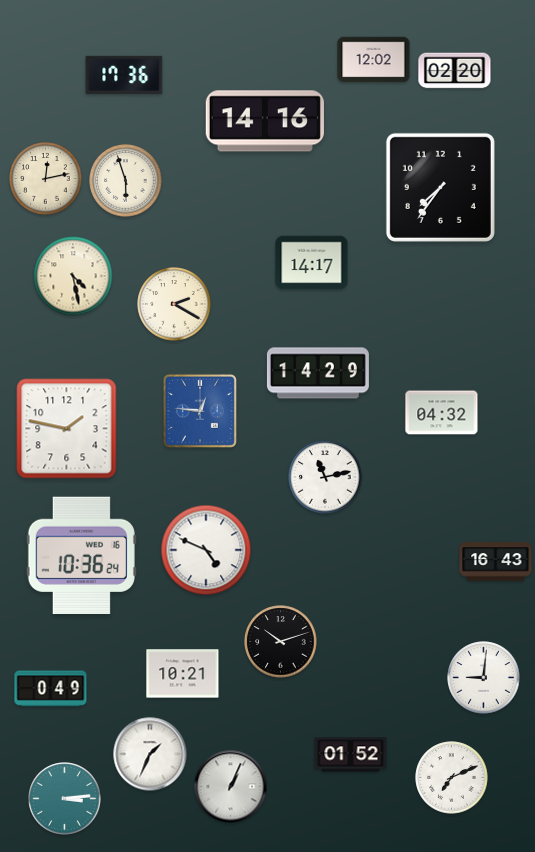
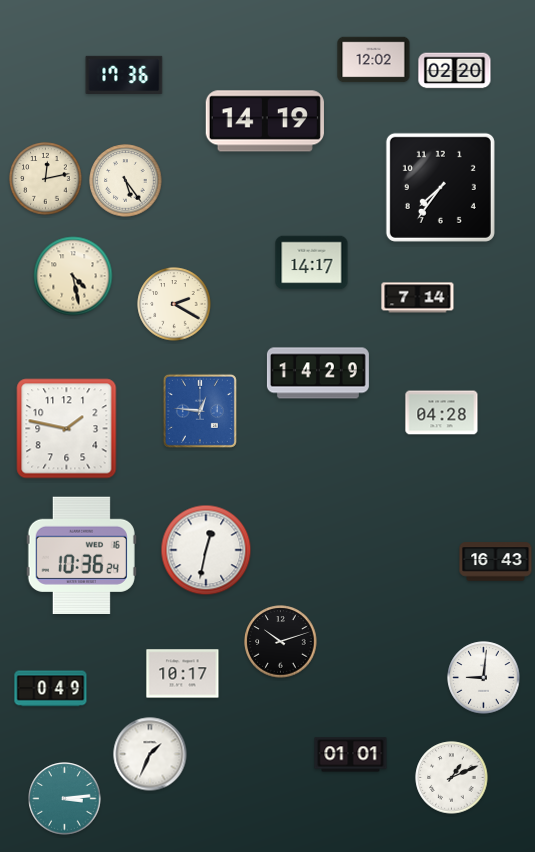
clock at (265, 121): 14:16 -> 14:19
clock at (126, 181): 5:57 -> 5:24
clock at (418, 298): none -> 7:14
clock at (442, 413): 04:32 -> 04:28
clock at (325, 477): 11:13 -> none
clock at (206, 550): 4:49 -> 12:32
clock at (183, 674): 10:21 -> 10:17
clock at (351, 755): 01:52 -> 01:01
clock at (452, 778): 7:11 -> 1:11
clock at (231, 787): 1:04 -> none
